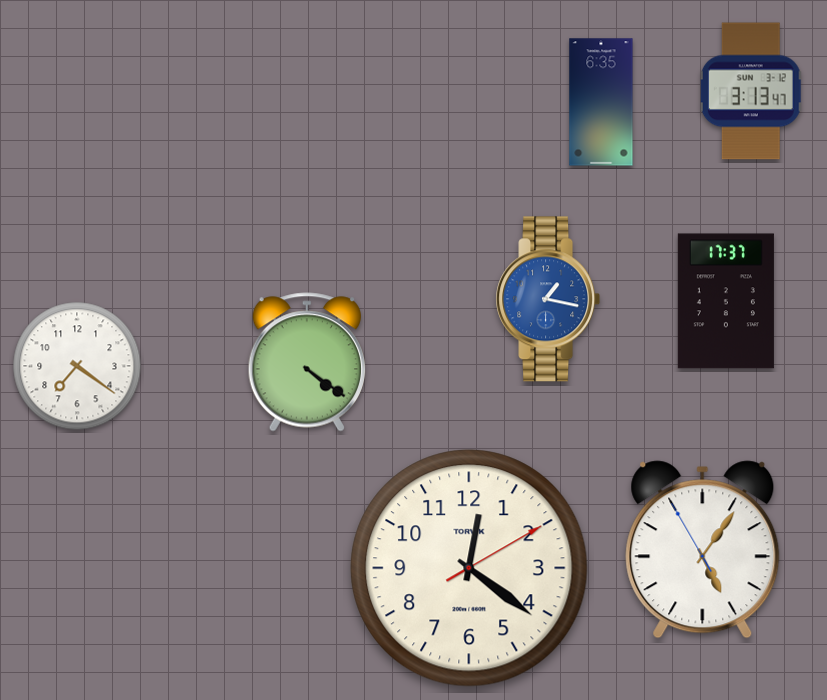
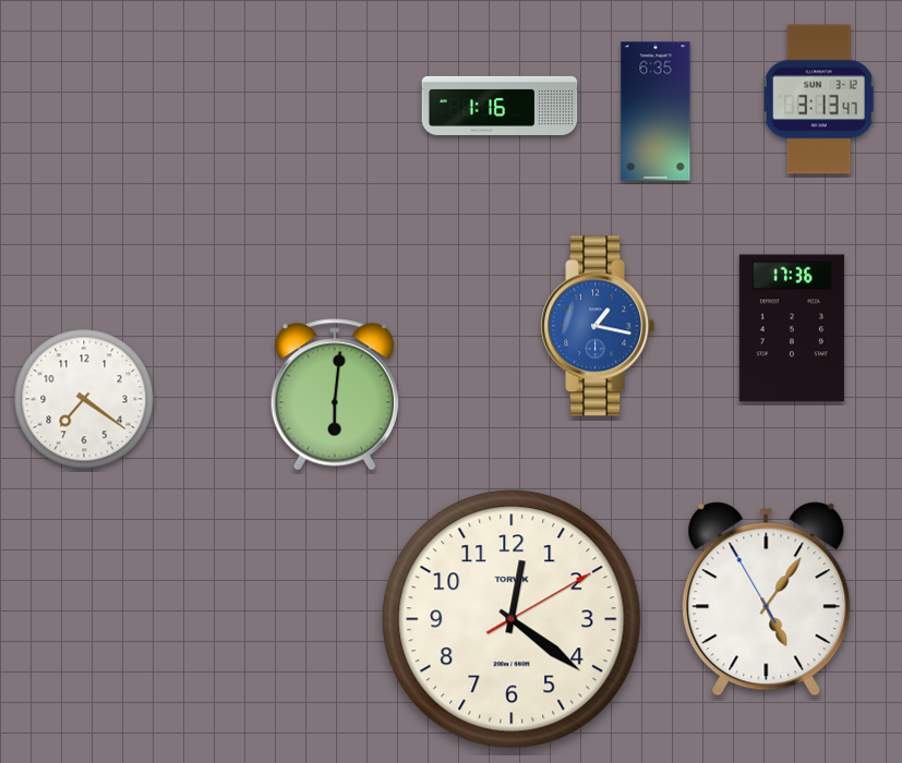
clock at (500, 106): none -> 1:16
clock at (726, 301): 17:37 -> 17:36
clock at (306, 362): 4:21 -> 6:01
